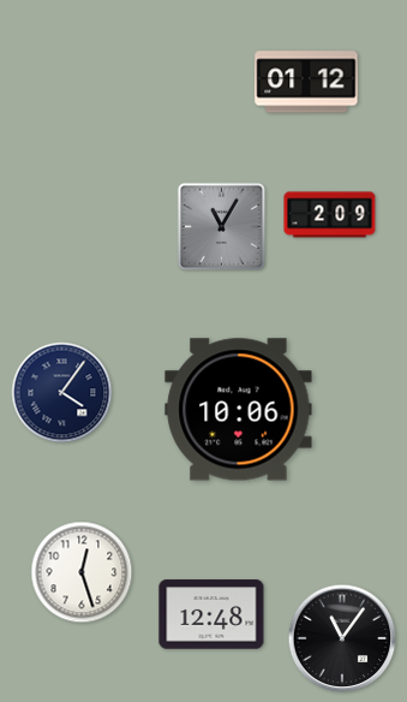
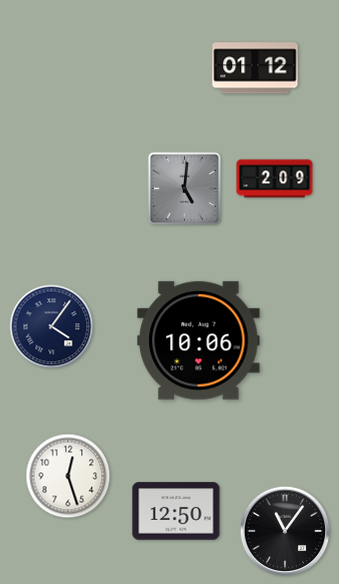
clock at (221, 226): 11:05 -> 5:01
clock at (211, 614): 12:48 -> 12:50
